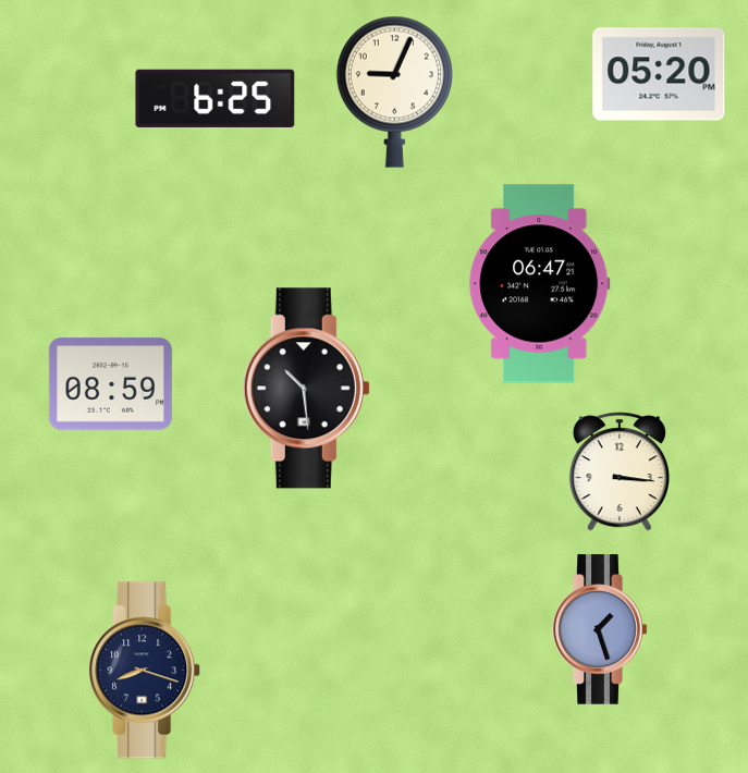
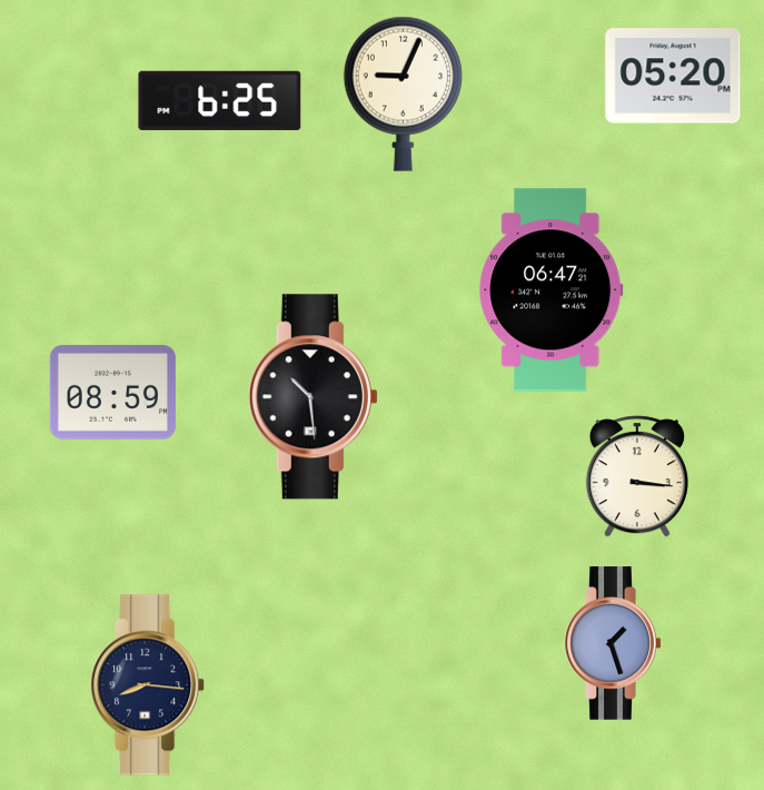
clock at (620, 471) position: (620, 471) -> (637, 476)
clock at (145, 671): 8:18 -> 8:16
